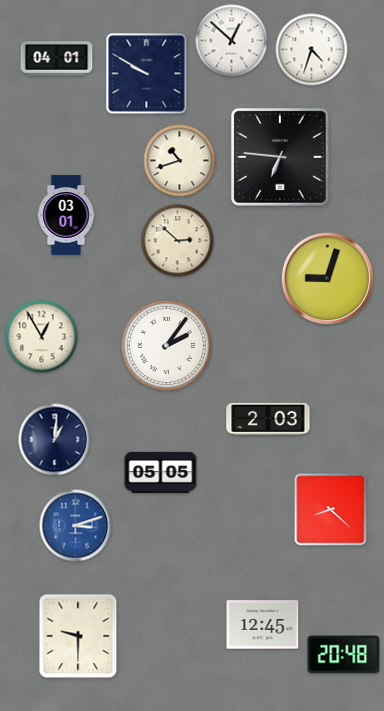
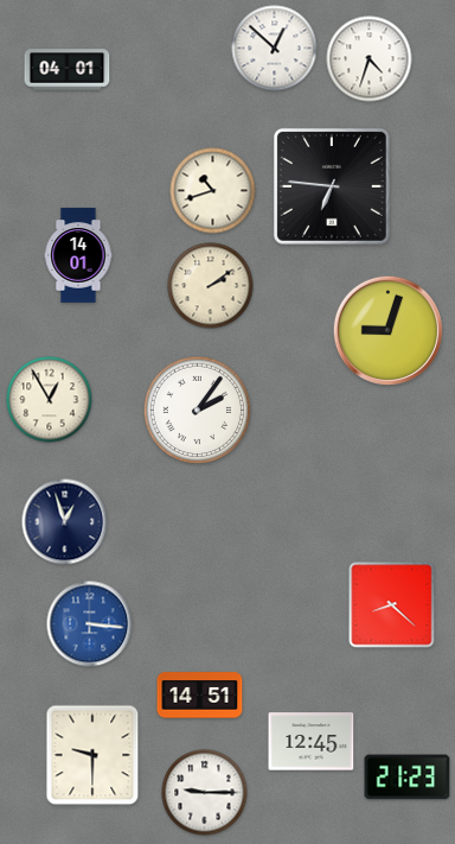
clock at (147, 74): 9:50 -> none
clock at (66, 215): 03:01 -> 14:01
clock at (178, 241): 2:52 -> 2:09
clock at (268, 418): 2:03 -> none
clock at (55, 440): 1:01 -> 12:57
clock at (161, 472): 05:05 -> none
clock at (76, 526): 3:12 -> 3:16
clock at (200, 696): none -> 14:51
clock at (344, 655): 20:48 -> 21:23
clock at (205, 793): none -> 9:15
